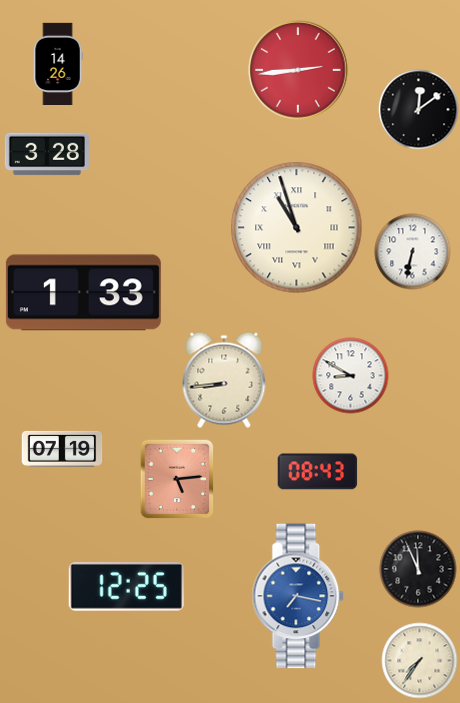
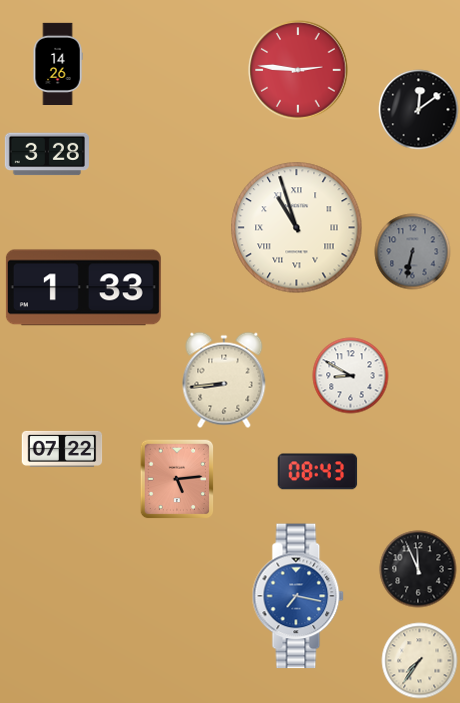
clock at (298, 70): 2:44 -> 2:46
clock at (413, 252) dial: white -> grey
clock at (83, 293) position: (83, 293) -> (83, 288)
clock at (62, 449): 07:19 -> 07:22
clock at (126, 586): 12:25 -> none
